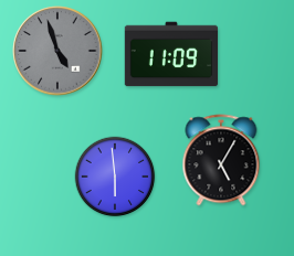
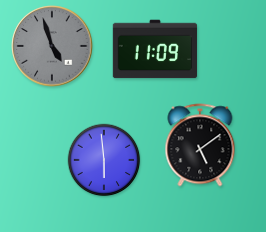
clock at (221, 160): 5:05 -> 5:09
